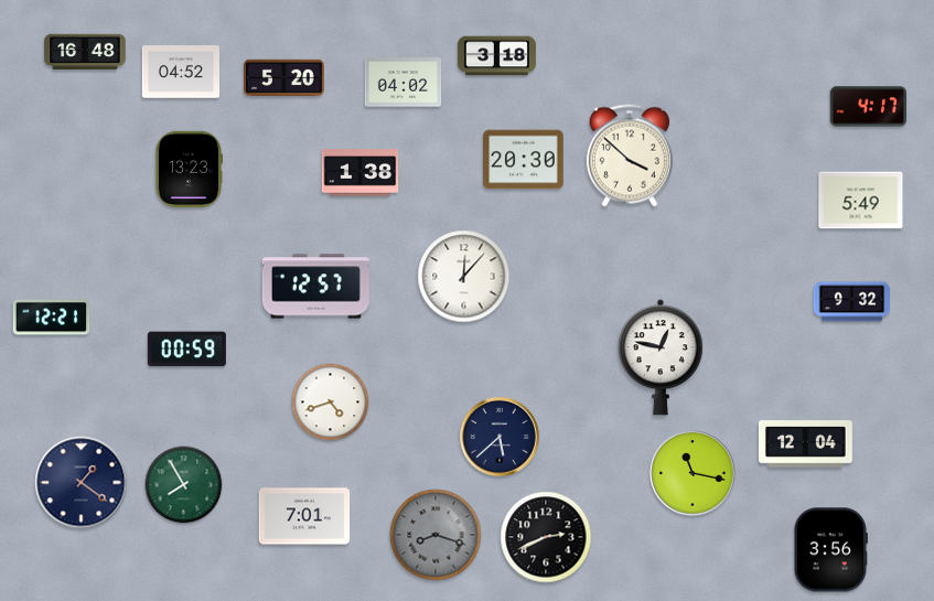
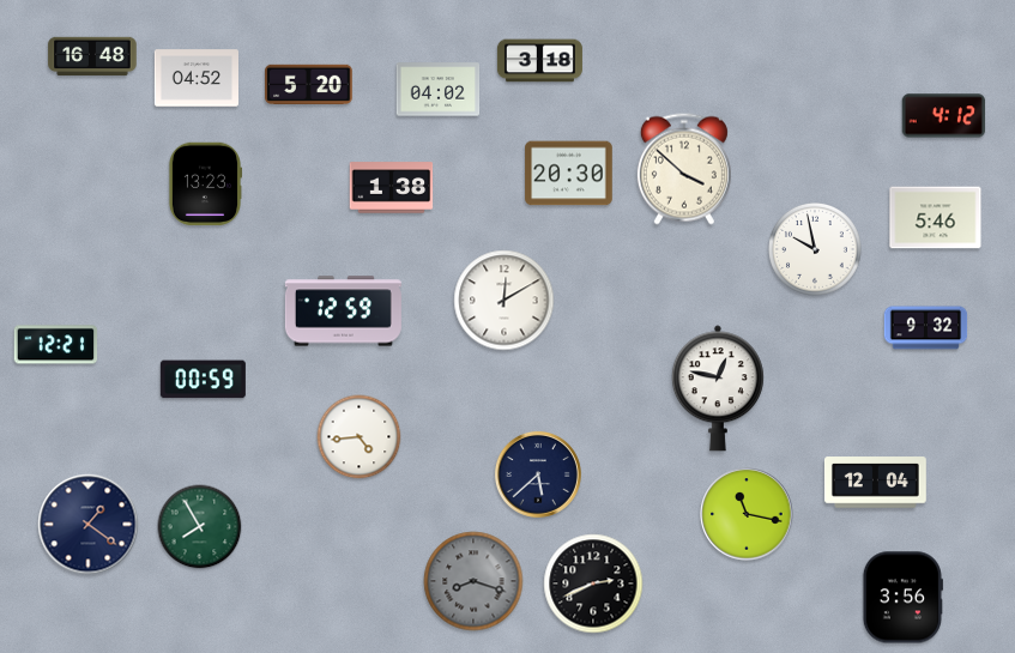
clock at (869, 107): 4:17 -> 4:12
clock at (861, 201): 5:49 -> 5:46
clock at (816, 250): none -> 9:58
clock at (464, 277): 12:07 -> 12:10
clock at (315, 287): 12:57 -> 12:59
clock at (331, 403): 4:42 -> 4:44
clock at (500, 437) position: (500, 437) -> (538, 474)
clock at (693, 473) position: (693, 473) -> (747, 514)
clock at (304, 516): 7:01 -> none
